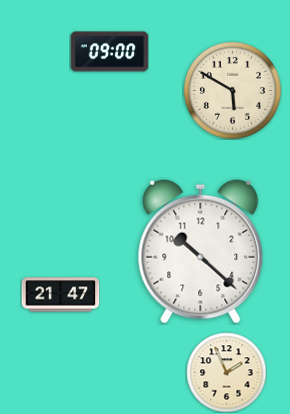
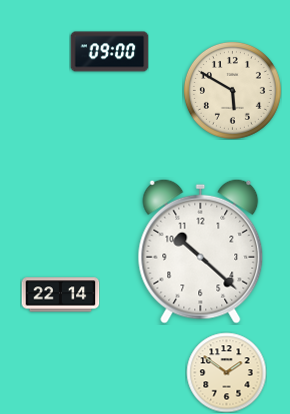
clock at (60, 295): 21:47 -> 22:14
clock at (226, 372): 1:56 -> 1:51
